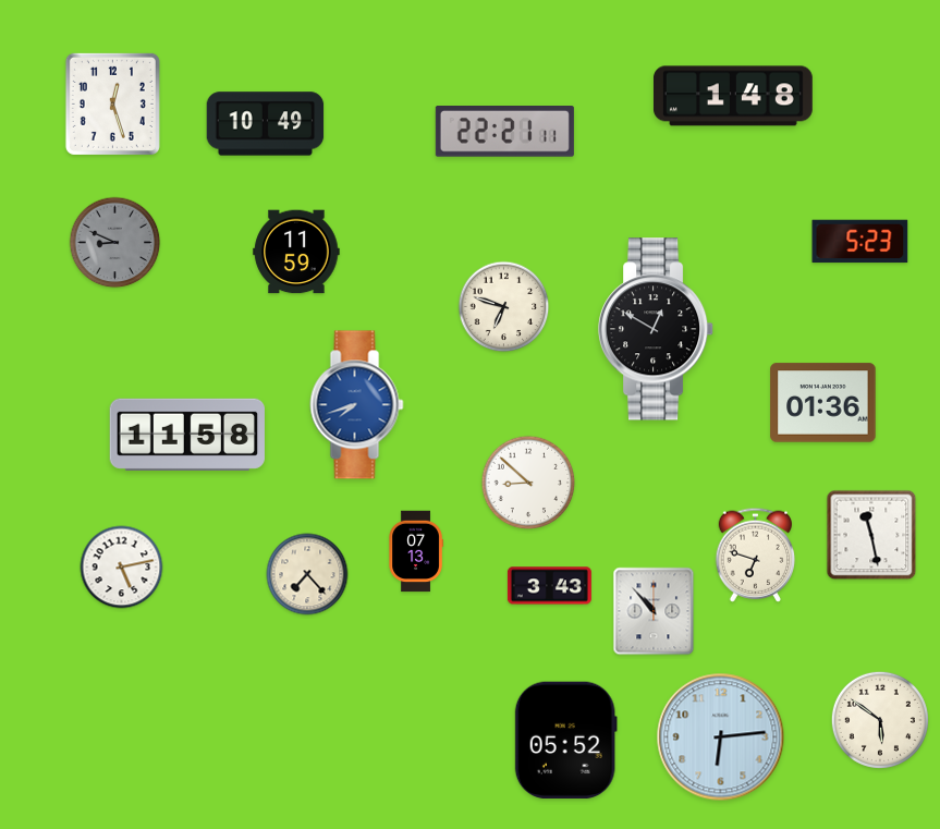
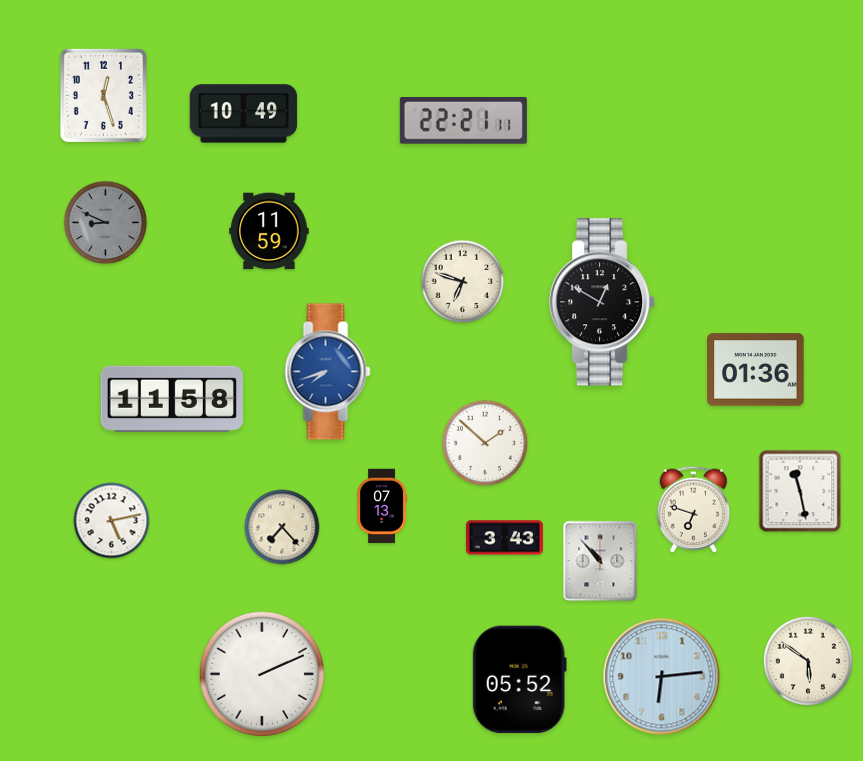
clock at (733, 96): 1:48 -> none
clock at (860, 242): 5:23 -> none
clock at (296, 252) position: (296, 252) -> (269, 231)
clock at (528, 483): 8:52 -> 1:52
clock at (262, 674): none -> 2:11
